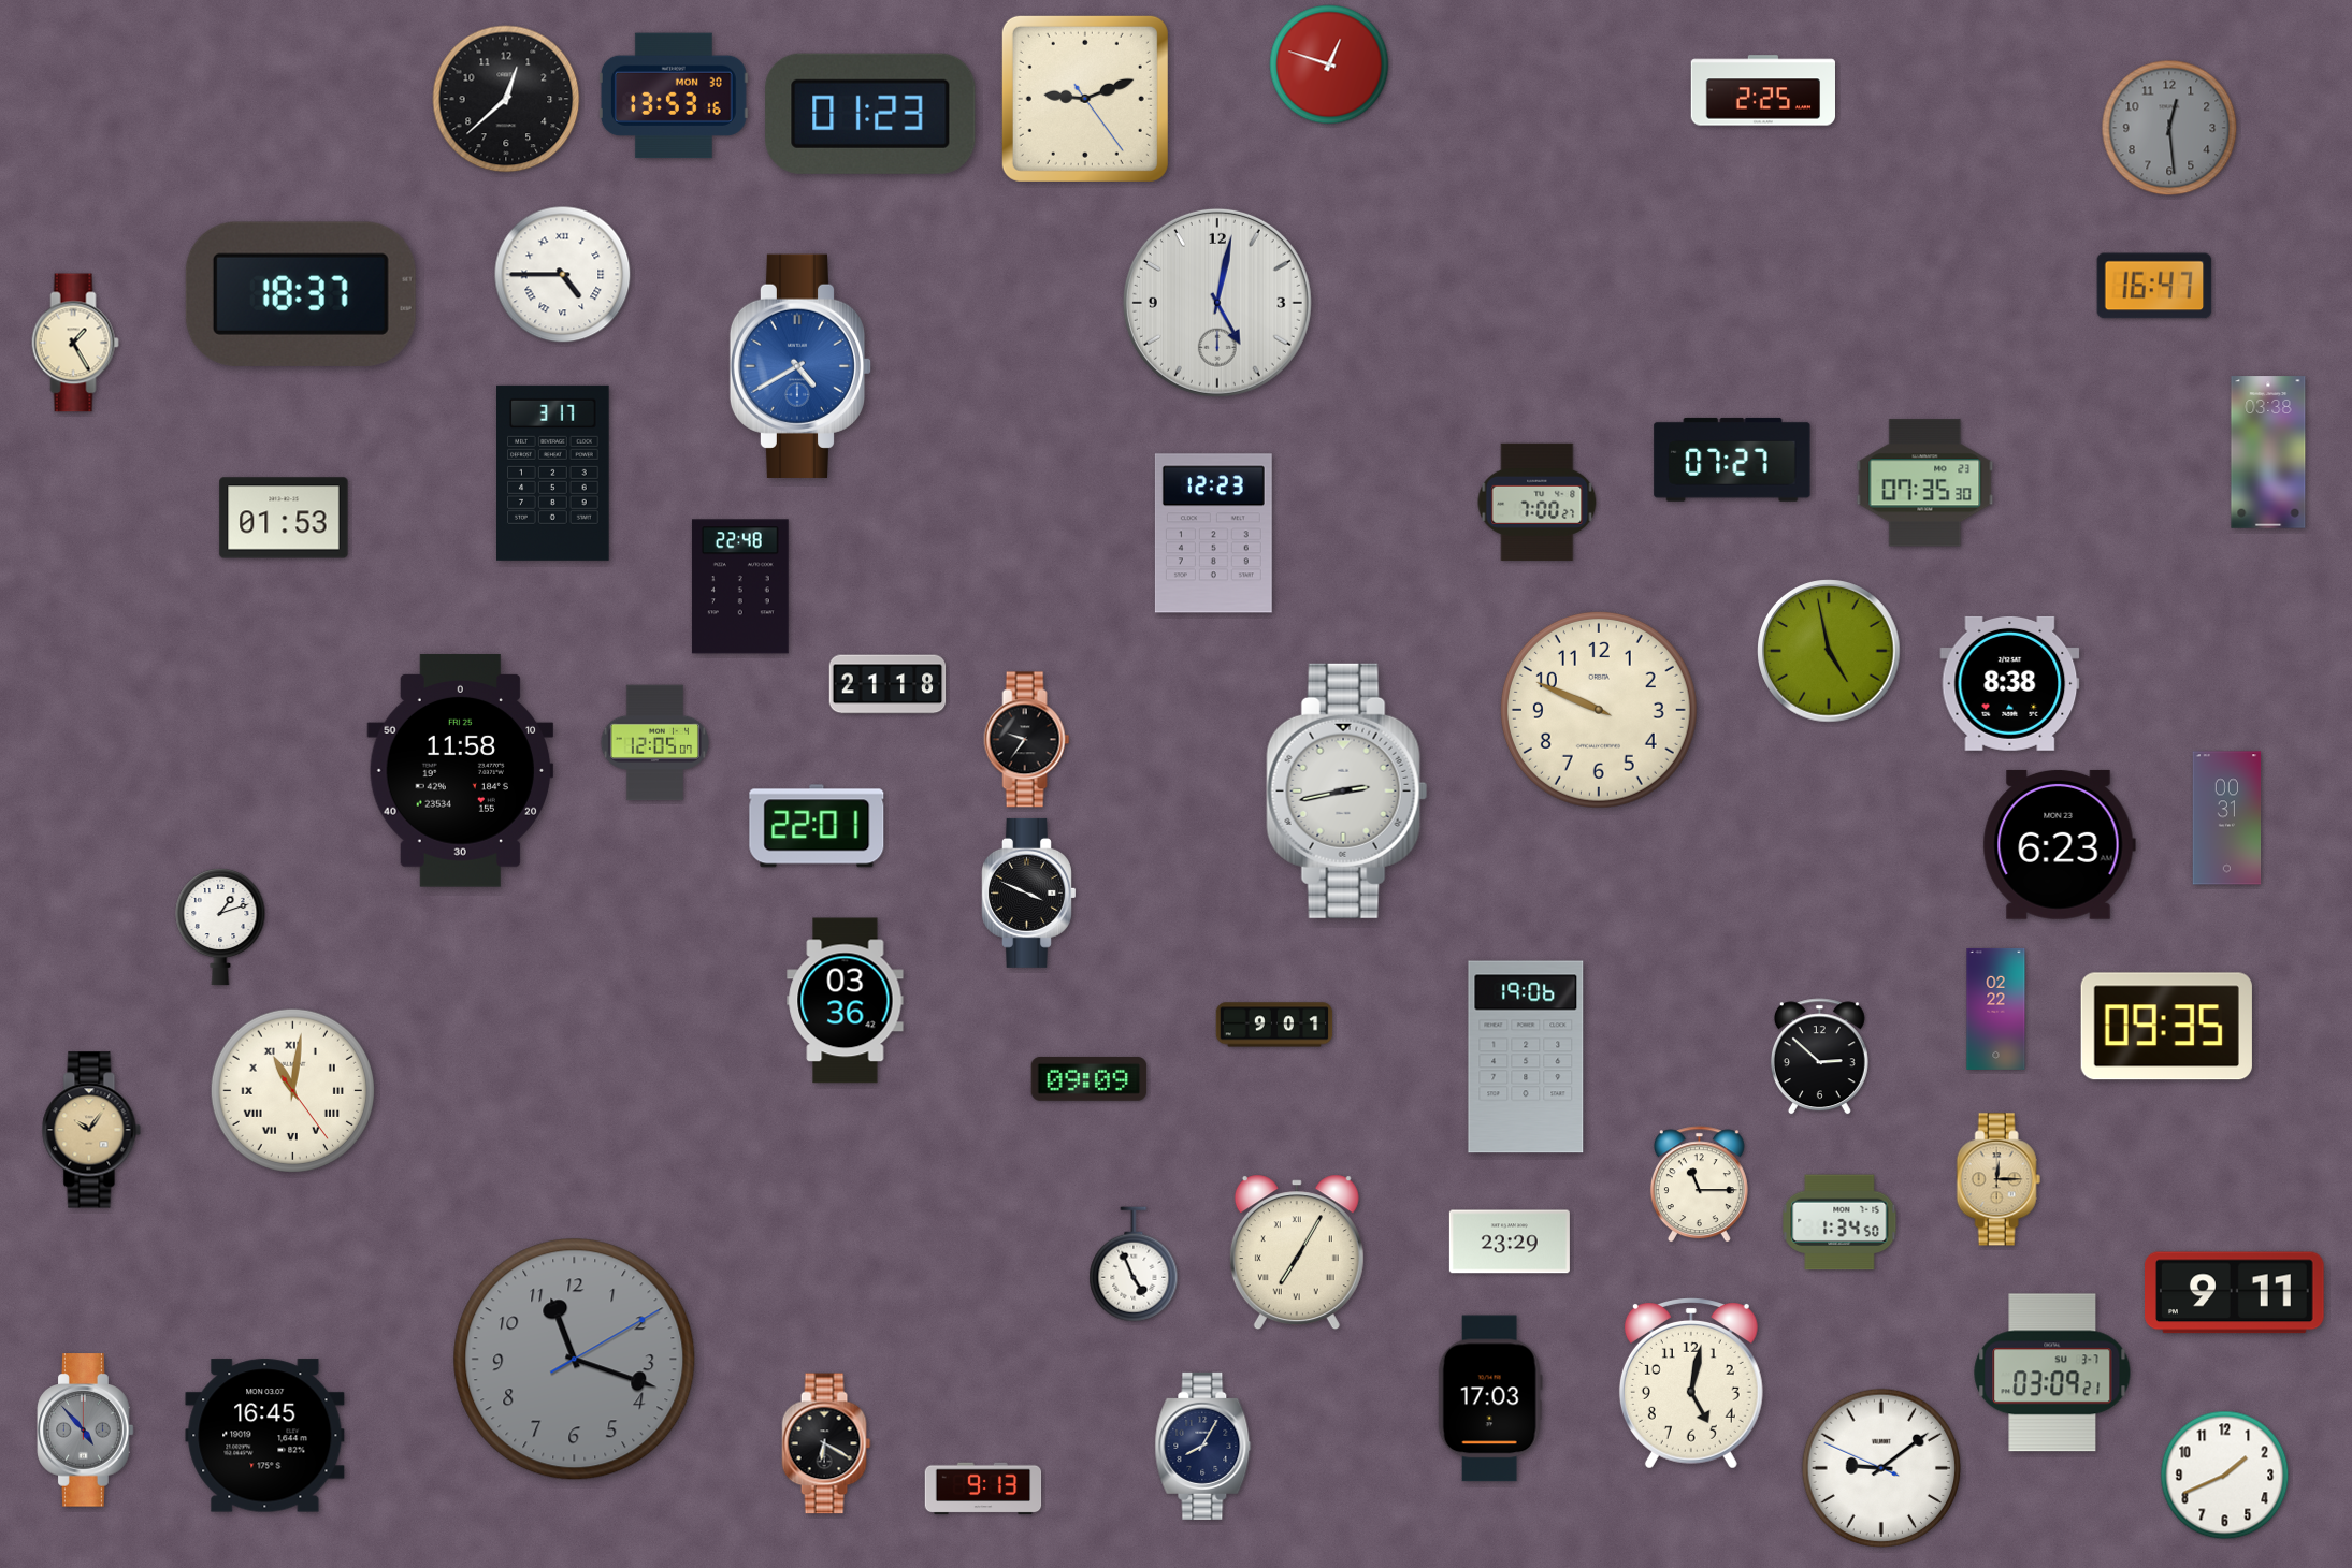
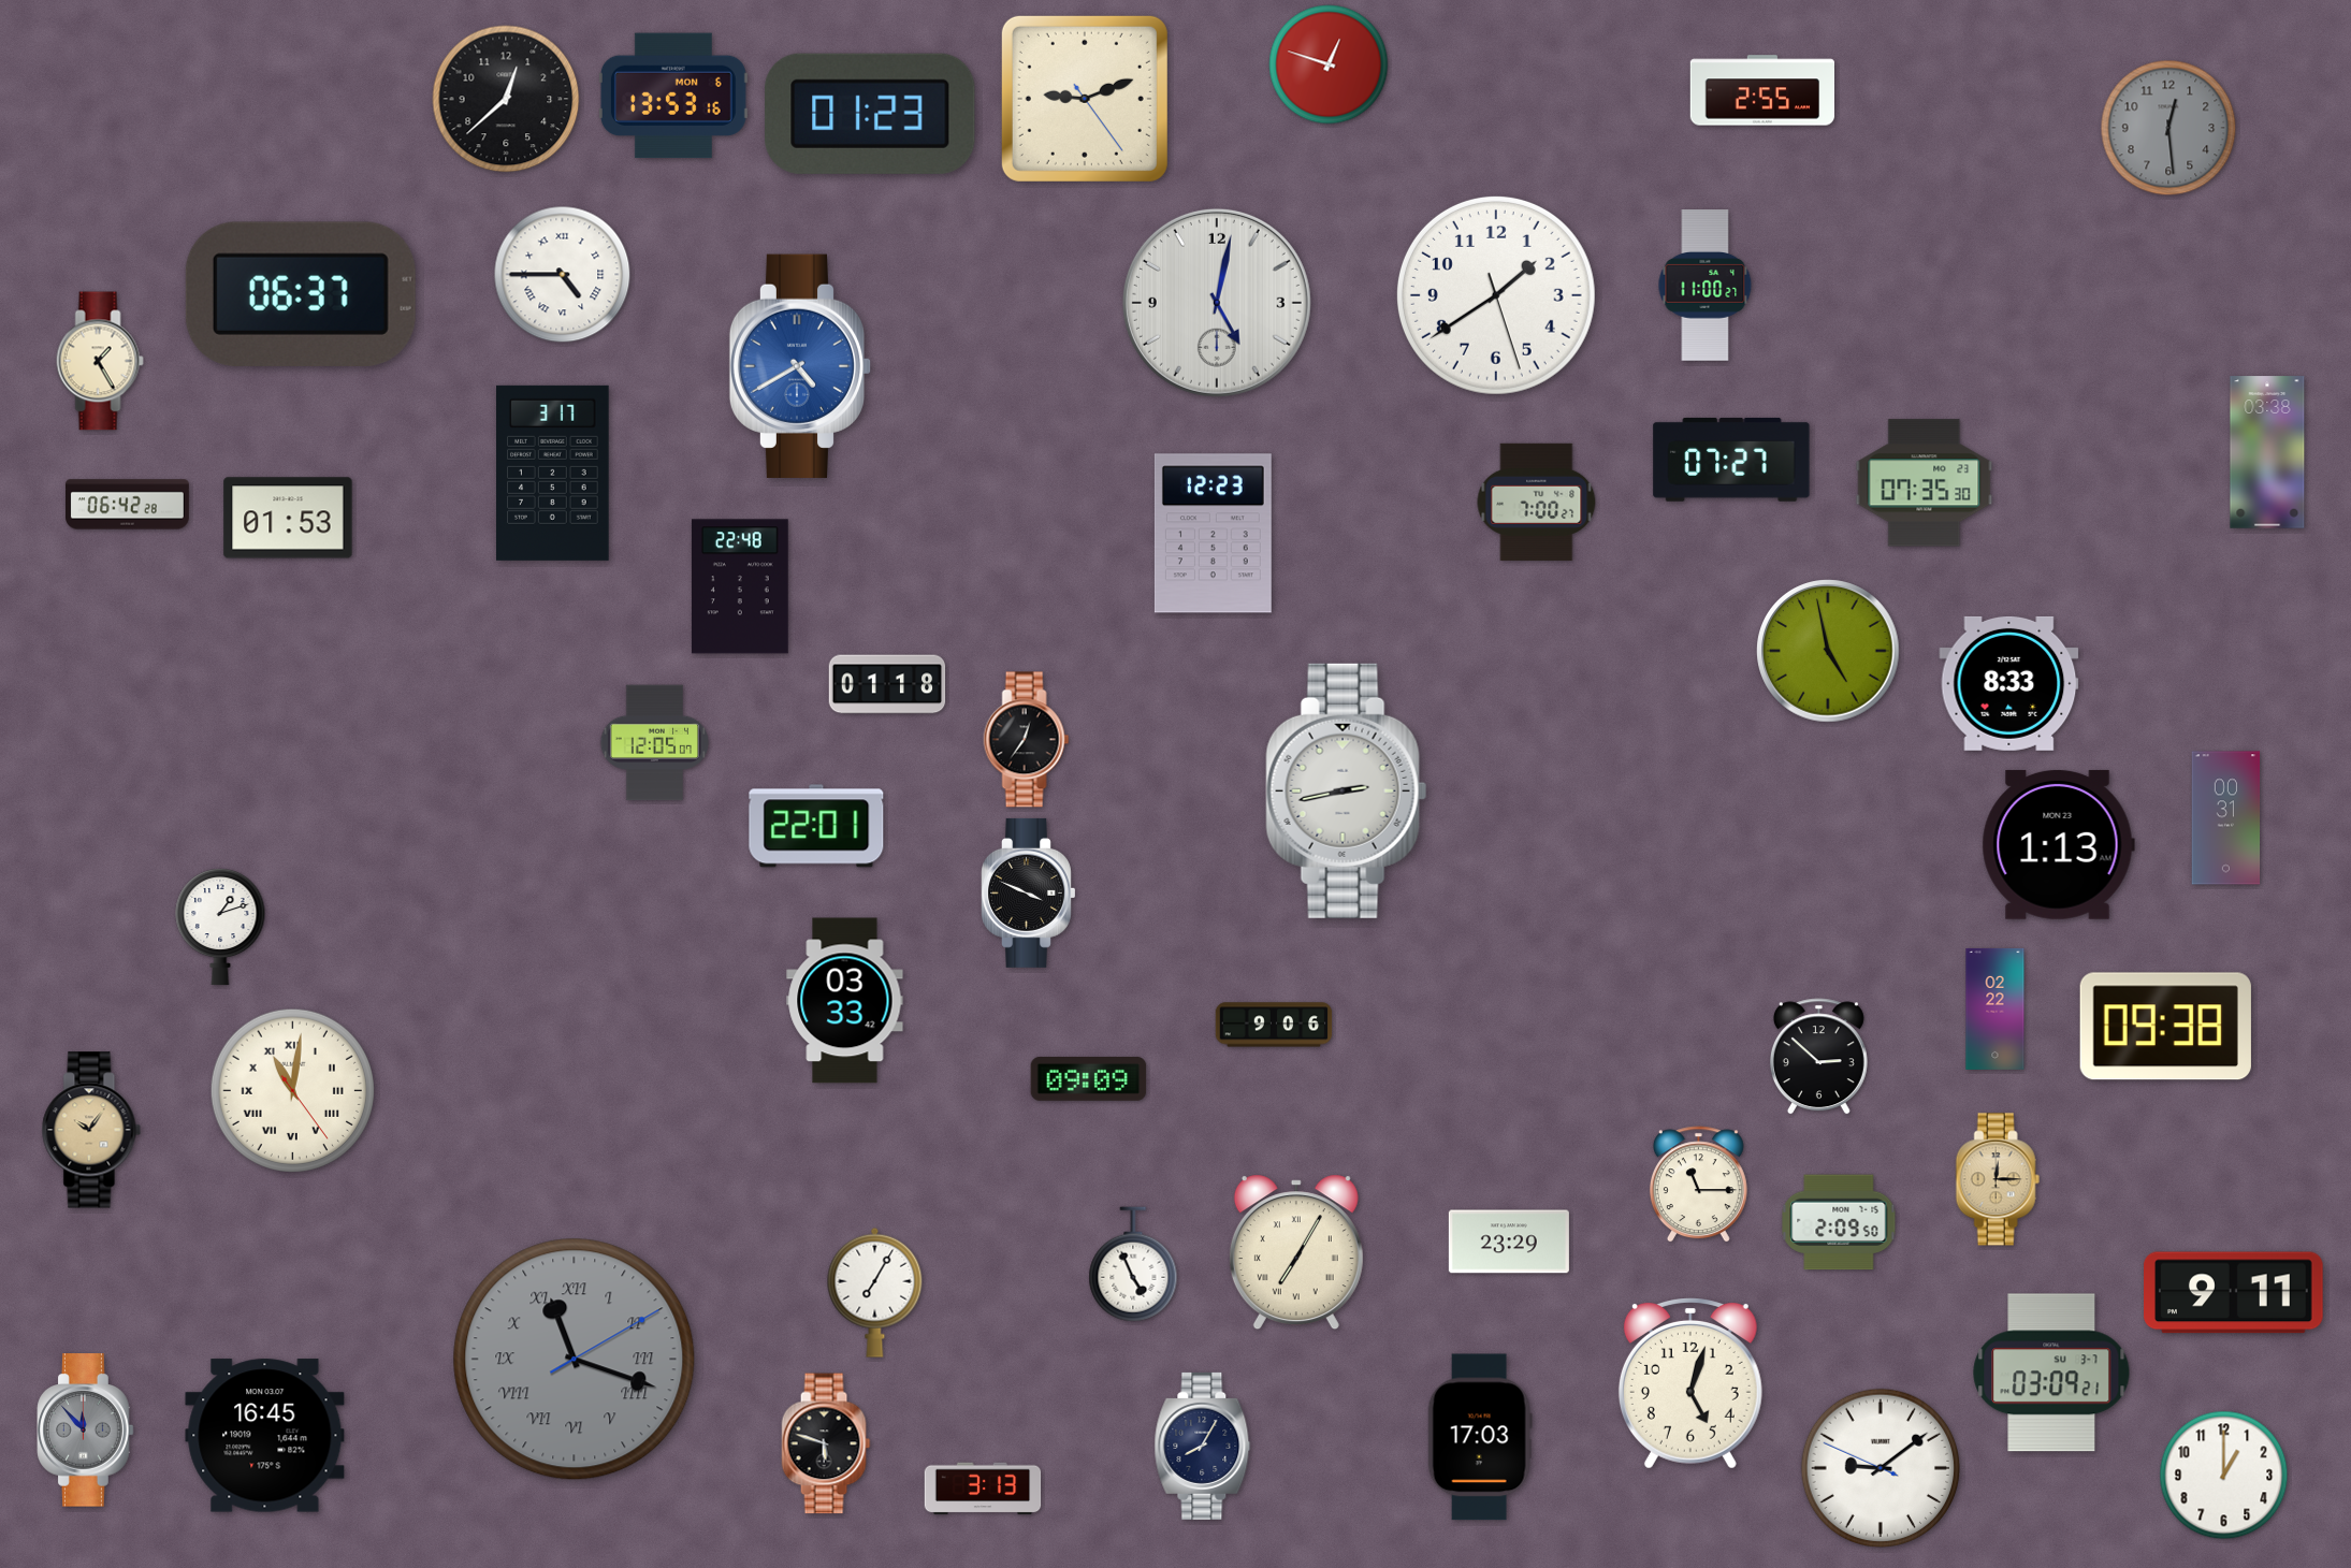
clock at (1763, 90): 2:25 -> 2:55
clock at (674, 96) date: MON 30 -> MON 6
clock at (1706, 286): none -> 11:00
clock at (2154, 286): 16:47 -> none
clock at (301, 294): 18:37 -> 06:37
clock at (1496, 295): none -> 1:39
clock at (75, 343) position: (75, 343) -> (100, 361)
clock at (128, 505): none -> 06:42
clock at (284, 518) position: (284, 518) -> (288, 518)
clock at (2010, 683): 8:38 -> 8:33
clock at (888, 684): 21:18 -> 01:18
clock at (1599, 710): 9:49 -> none
clock at (1027, 740): 9:36 -> 12:36
clock at (461, 770): 11:58 -> none
clock at (2059, 844): 6:23 -> 1:13
clock at (846, 1001): 03:36 -> 03:33
clock at (1274, 1025): 9:01 -> 9:06
clock at (2166, 1027): 09:35 -> 09:38
clock at (1526, 1057): 19:06 -> none
clock at (1839, 1222): 1:34 -> 2:09
clock at (875, 1292): none -> 7:05
clock at (575, 1360) numerals: Arabic -> Roman
clock at (1691, 1384): 5:02 -> 5:03
clock at (1490, 1398) position: (1490, 1398) -> (1480, 1437)
clock at (86, 1431): 4:53 -> 11:53
clock at (826, 1443): 6:20 -> 5:48
clock at (2225, 1476): 1:41 -> 1:00
clock at (983, 1489): 9:13 -> 3:13
